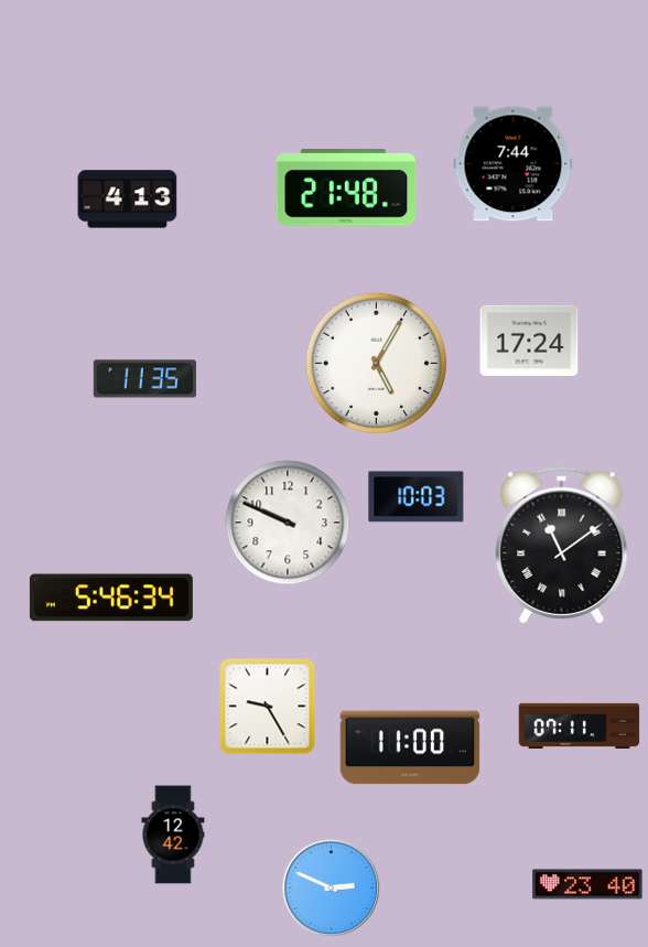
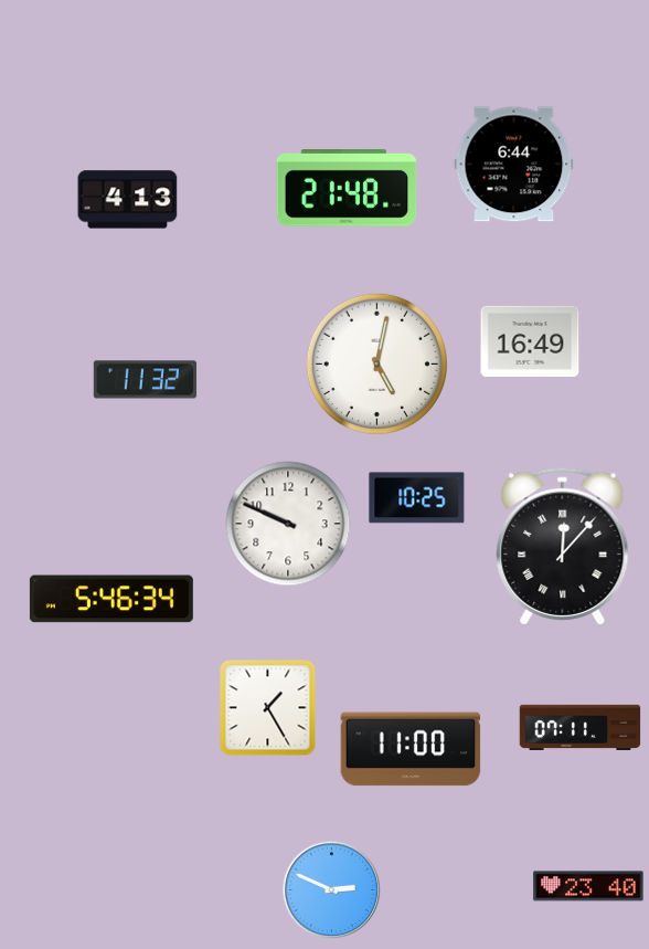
clock at (514, 164): 7:44 -> 6:44
clock at (529, 341): 17:24 -> 16:49
clock at (376, 363): 5:05 -> 5:02
clock at (144, 379): 11:35 -> 11:32
clock at (417, 497): 10:03 -> 10:25
clock at (562, 545): 11:09 -> 12:07
clock at (268, 707): 9:25 -> 1:25
clock at (173, 835): 12:42 -> none
